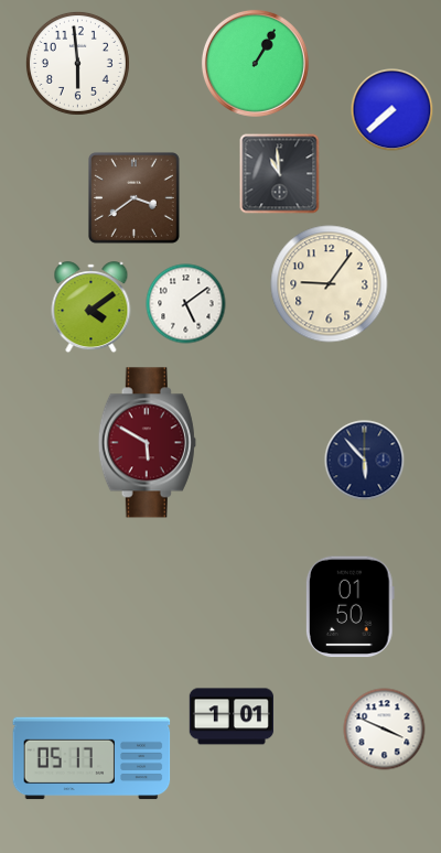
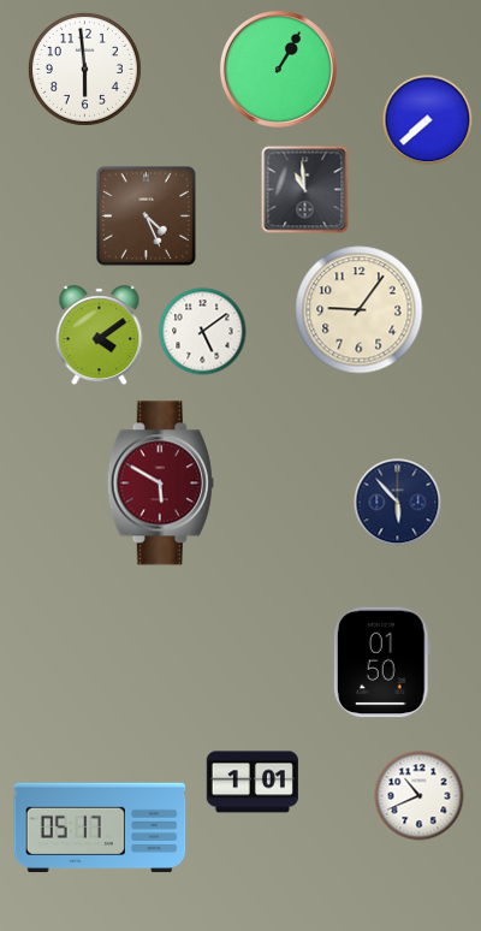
clock at (133, 197): 3:39 -> 4:26
clock at (385, 730): 3:49 -> 10:41
